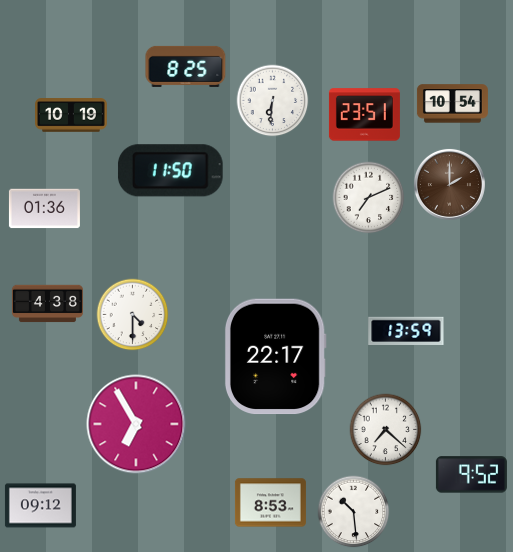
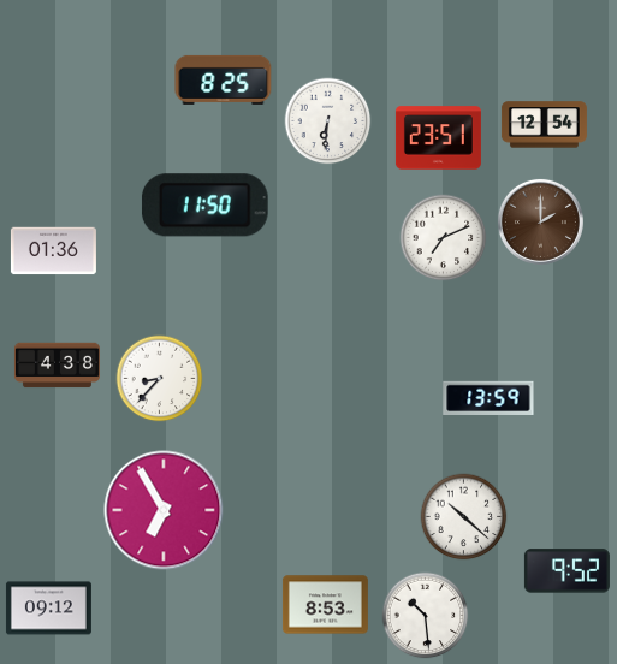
clock at (452, 104): 10:54 -> 12:54
clock at (72, 115): 10:19 -> none
clock at (133, 315): 4:30 -> 8:37
clock at (275, 357): 22:17 -> none
clock at (386, 430): 7:22 -> 10:22
